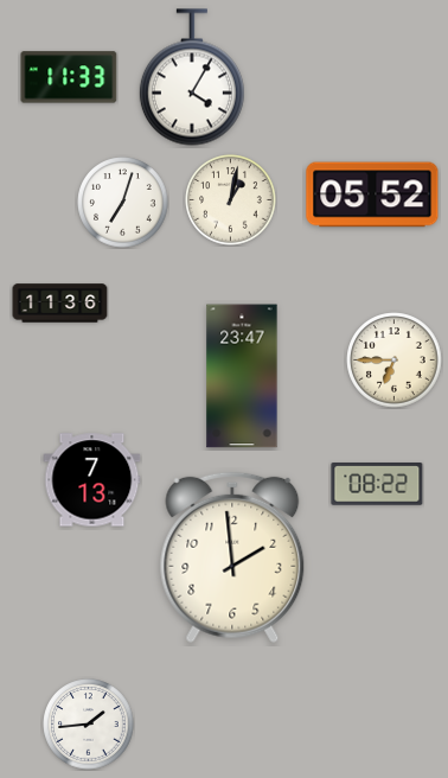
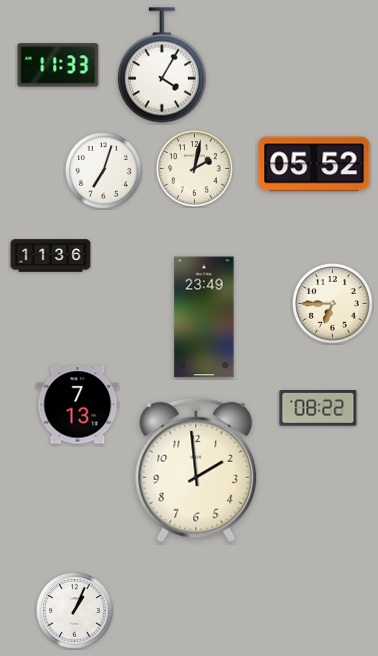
clock at (231, 200): 1:02 -> 2:02
clock at (242, 376): 23:47 -> 23:49
clock at (89, 725): 1:44 -> 1:04
